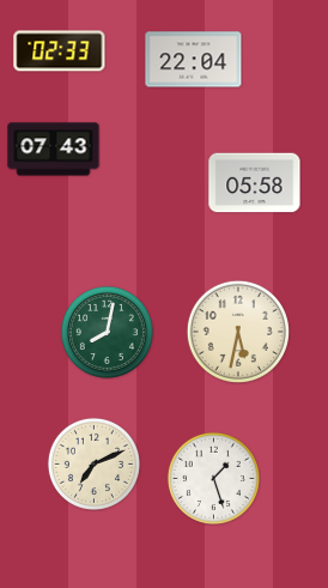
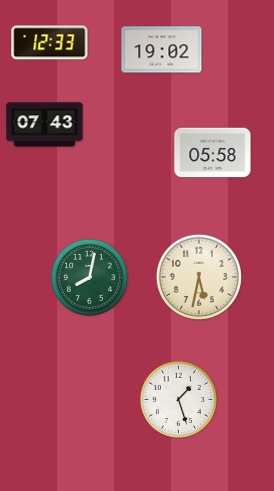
clock at (60, 51): 02:33 -> 12:33
clock at (194, 60): 22:04 -> 19:02
clock at (93, 463): 7:11 -> none
